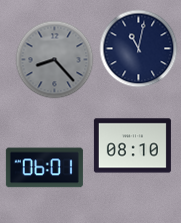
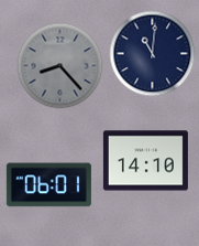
clock at (138, 48): 11:02 -> 11:01
clock at (132, 146): 08:10 -> 14:10
